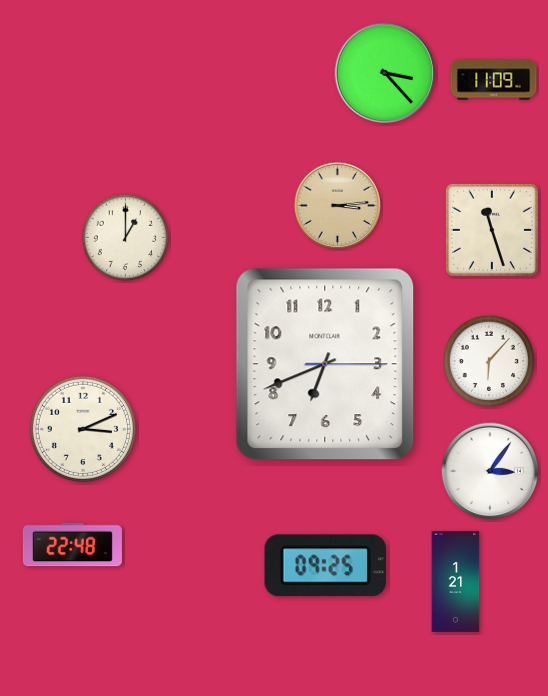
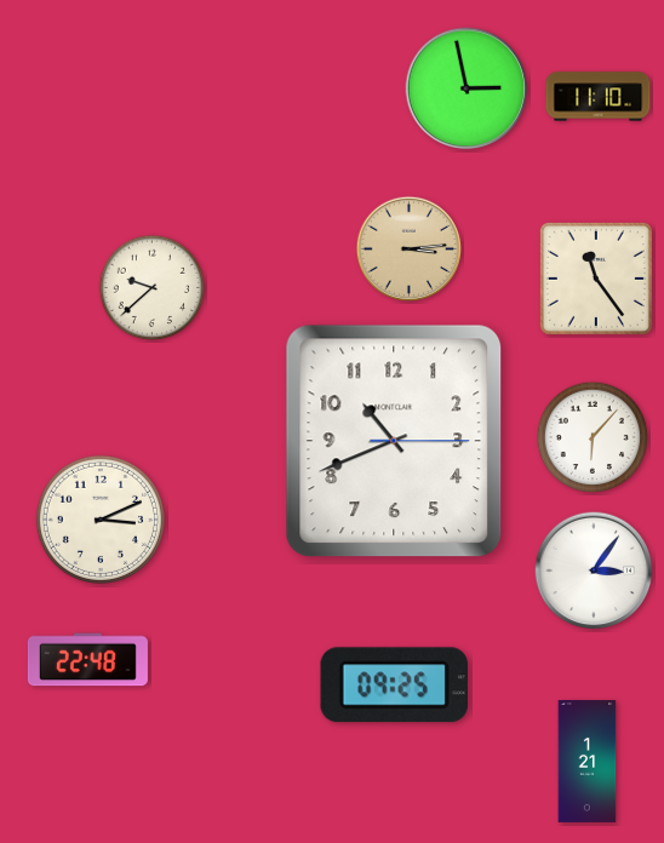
clock at (385, 73): 3:23 -> 2:58
clock at (494, 80): 11:09 -> 11:10
clock at (492, 230): 11:27 -> 11:24
clock at (126, 238): 1:00 -> 9:38
clock at (325, 364): 6:41 -> 10:41
clock at (456, 581) position: (456, 581) -> (588, 761)
